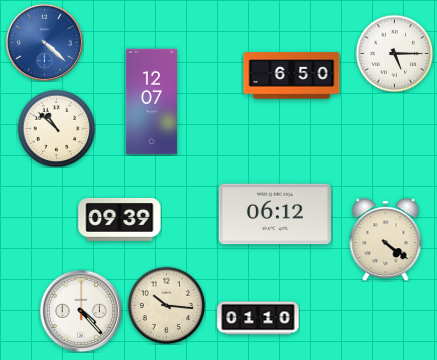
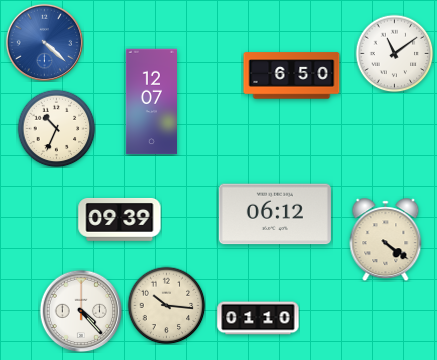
clock at (394, 53): 5:15 -> 11:09
clock at (56, 128): 10:52 -> 10:34
